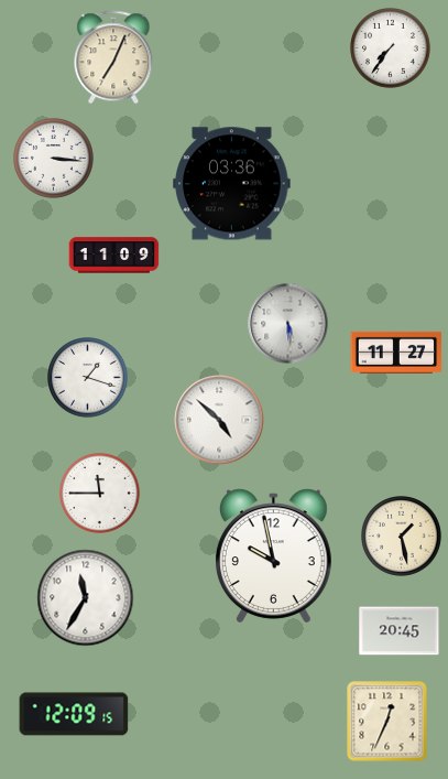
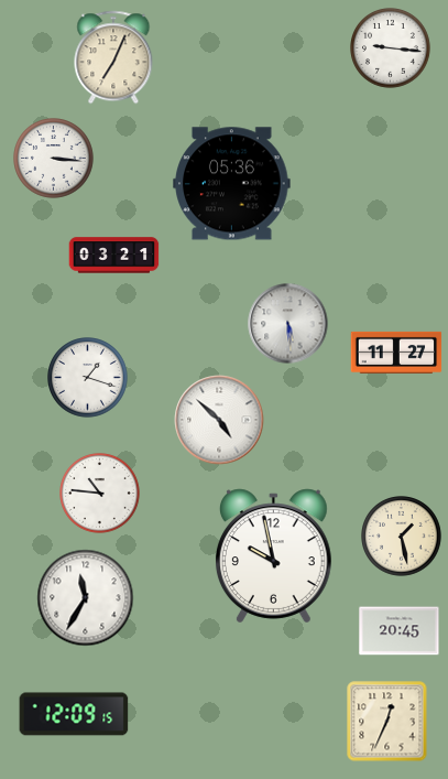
clock at (391, 48): 7:36 -> 9:16
clock at (232, 184): 03:36 -> 05:36
clock at (114, 256): 11:09 -> 03:21
clock at (100, 494): 11:45 -> 10:46
